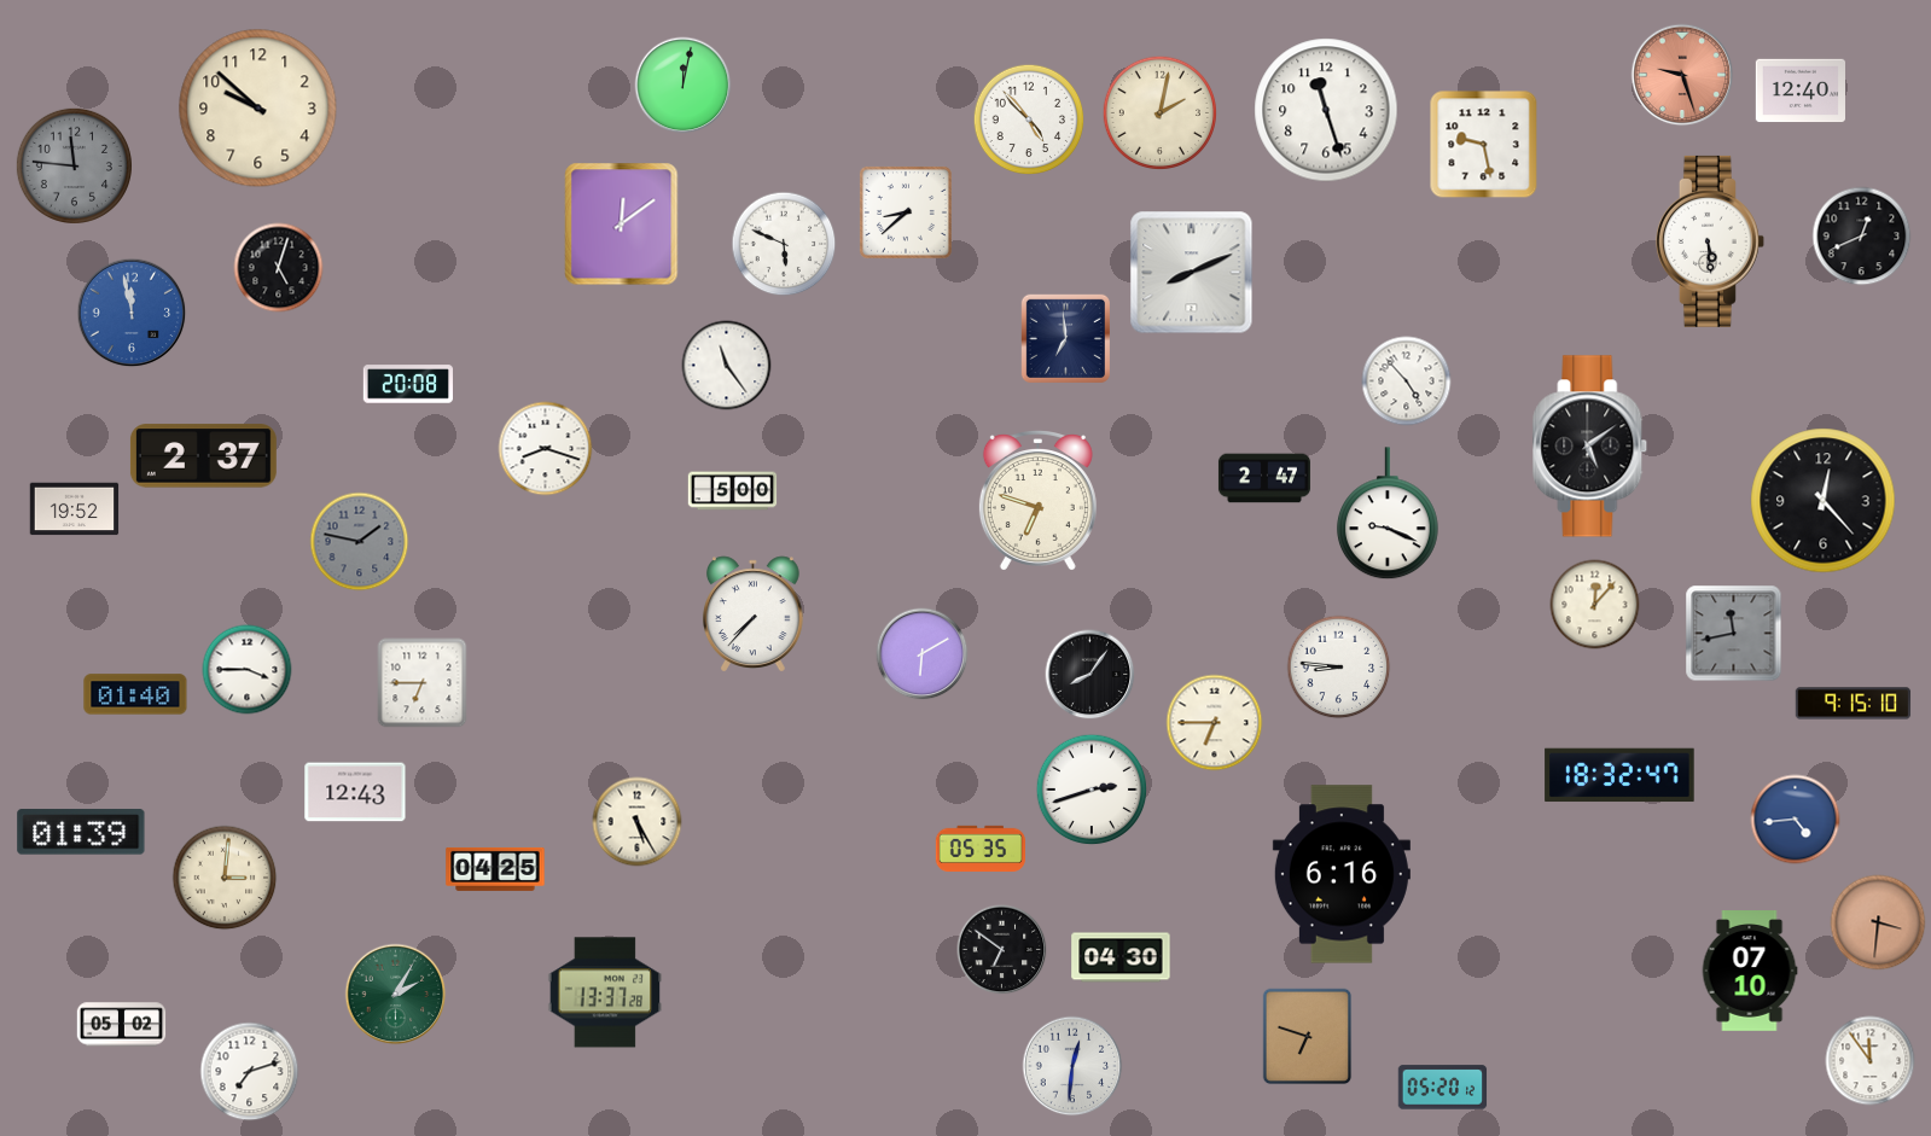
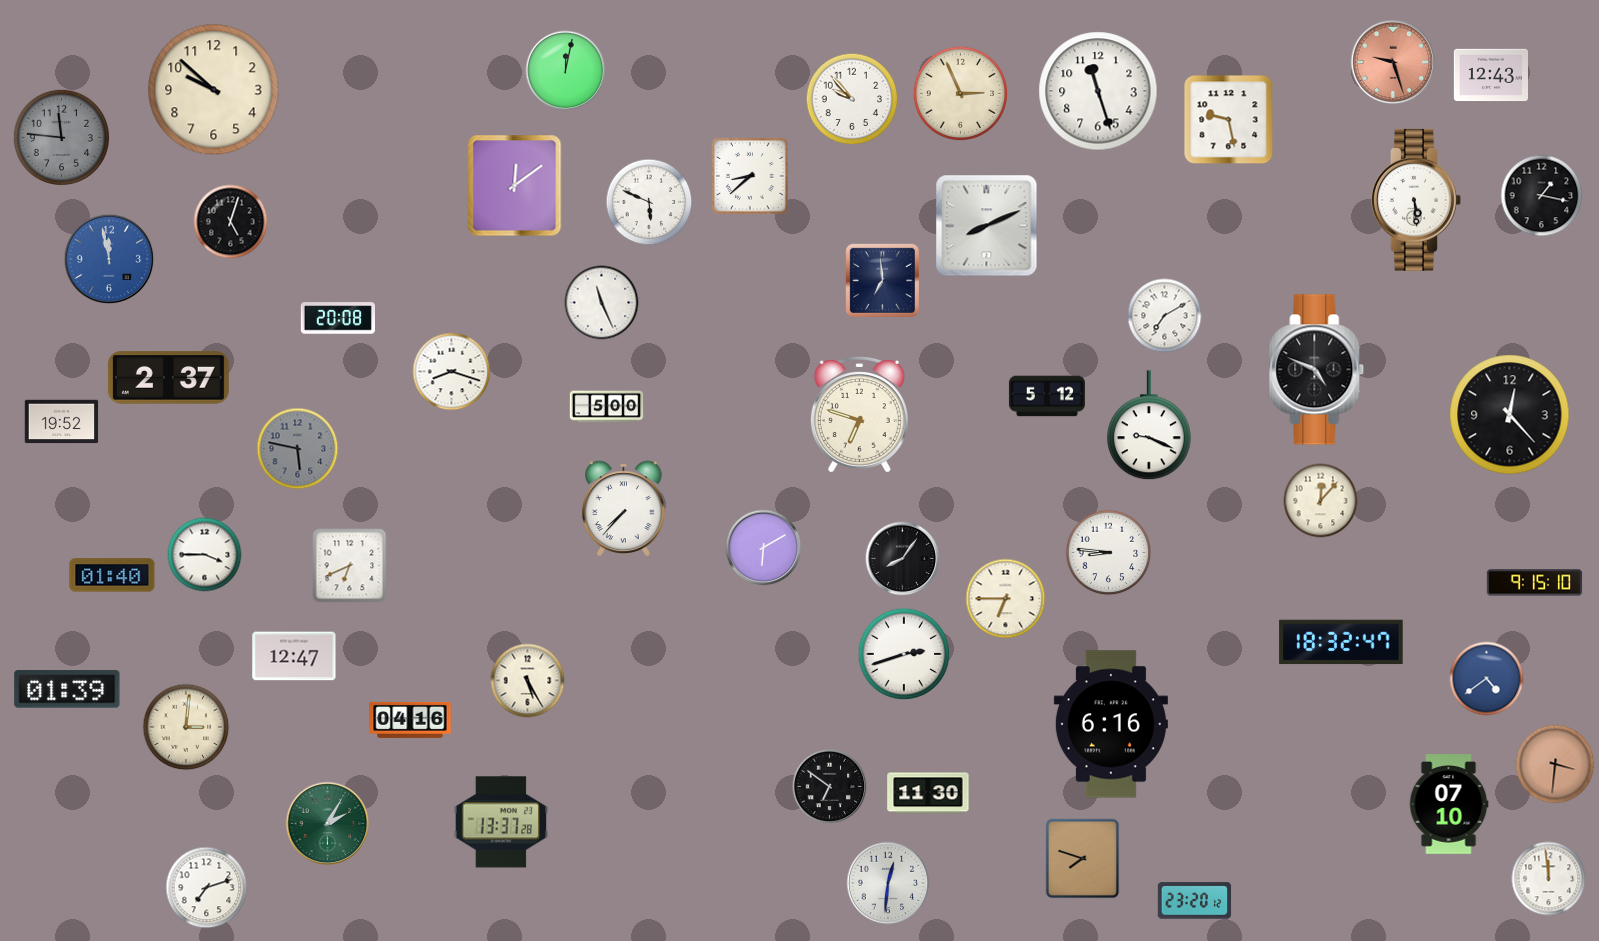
clock at (1799, 91): 12:40 -> 12:43
clock at (1159, 112): 2:02 -> 2:56
clock at (1029, 120): 4:53 -> 9:53
clock at (1862, 237): 12:41 -> 1:17
clock at (727, 366): 11:24 -> 11:26
clock at (1407, 381): 4:53 -> 7:10
clock at (1590, 447): 5:09 -> 4:49
clock at (1264, 478): 2:47 -> 5:12
clock at (360, 542): 1:47 -> 5:47
clock at (1734, 634): 11:43 -> none
clock at (923, 654) position: (923, 654) -> (764, 548)
clock at (423, 683): 6:45 -> 6:41
clock at (355, 792): 12:43 -> 12:47
clock at (1796, 820): 4:44 -> 4:39
clock at (979, 847): 05:35 -> none
clock at (495, 869): 04:25 -> 04:16
clock at (1121, 957): 04:30 -> 11:30
clock at (122, 1025): 05:02 -> none
clock at (1308, 1037): 6:48 -> 7:48
clock at (1871, 1061): 11:54 -> 11:59
clock at (1443, 1088): 05:20 -> 23:20
